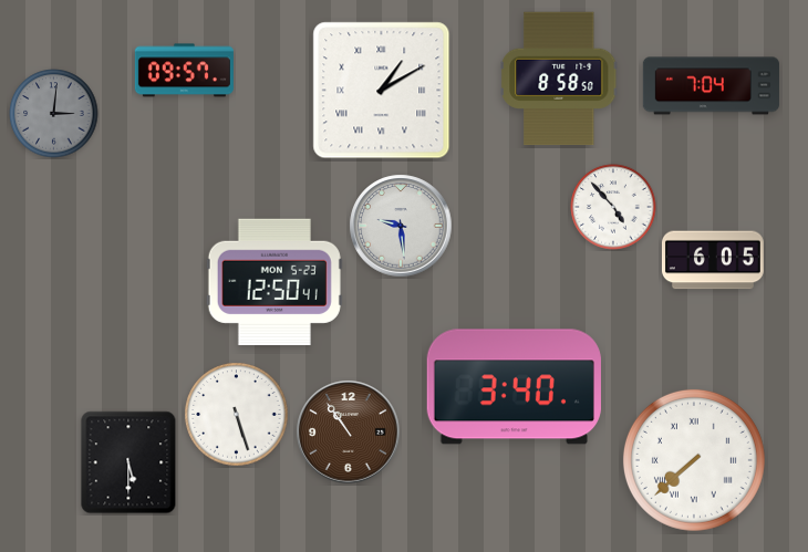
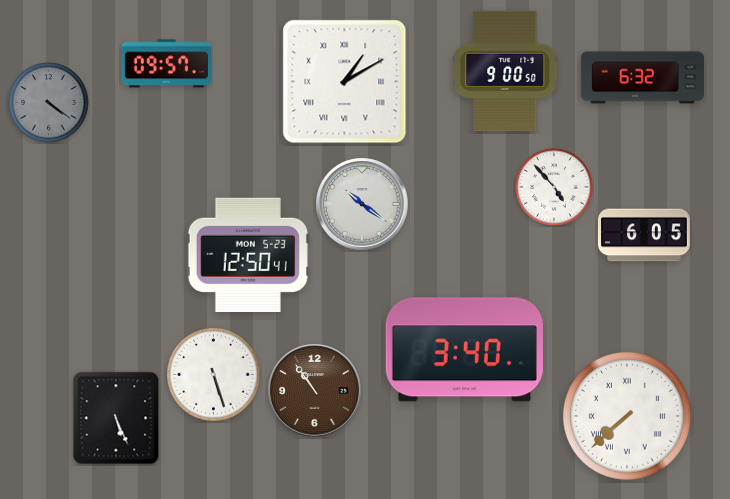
clock at (559, 79): 8:58 -> 9:00
clock at (711, 86): 7:04 -> 6:32
clock at (54, 114): 3:01 -> 4:21
clock at (401, 226): 9:29 -> 10:21
clock at (128, 462): 5:30 -> 5:26
